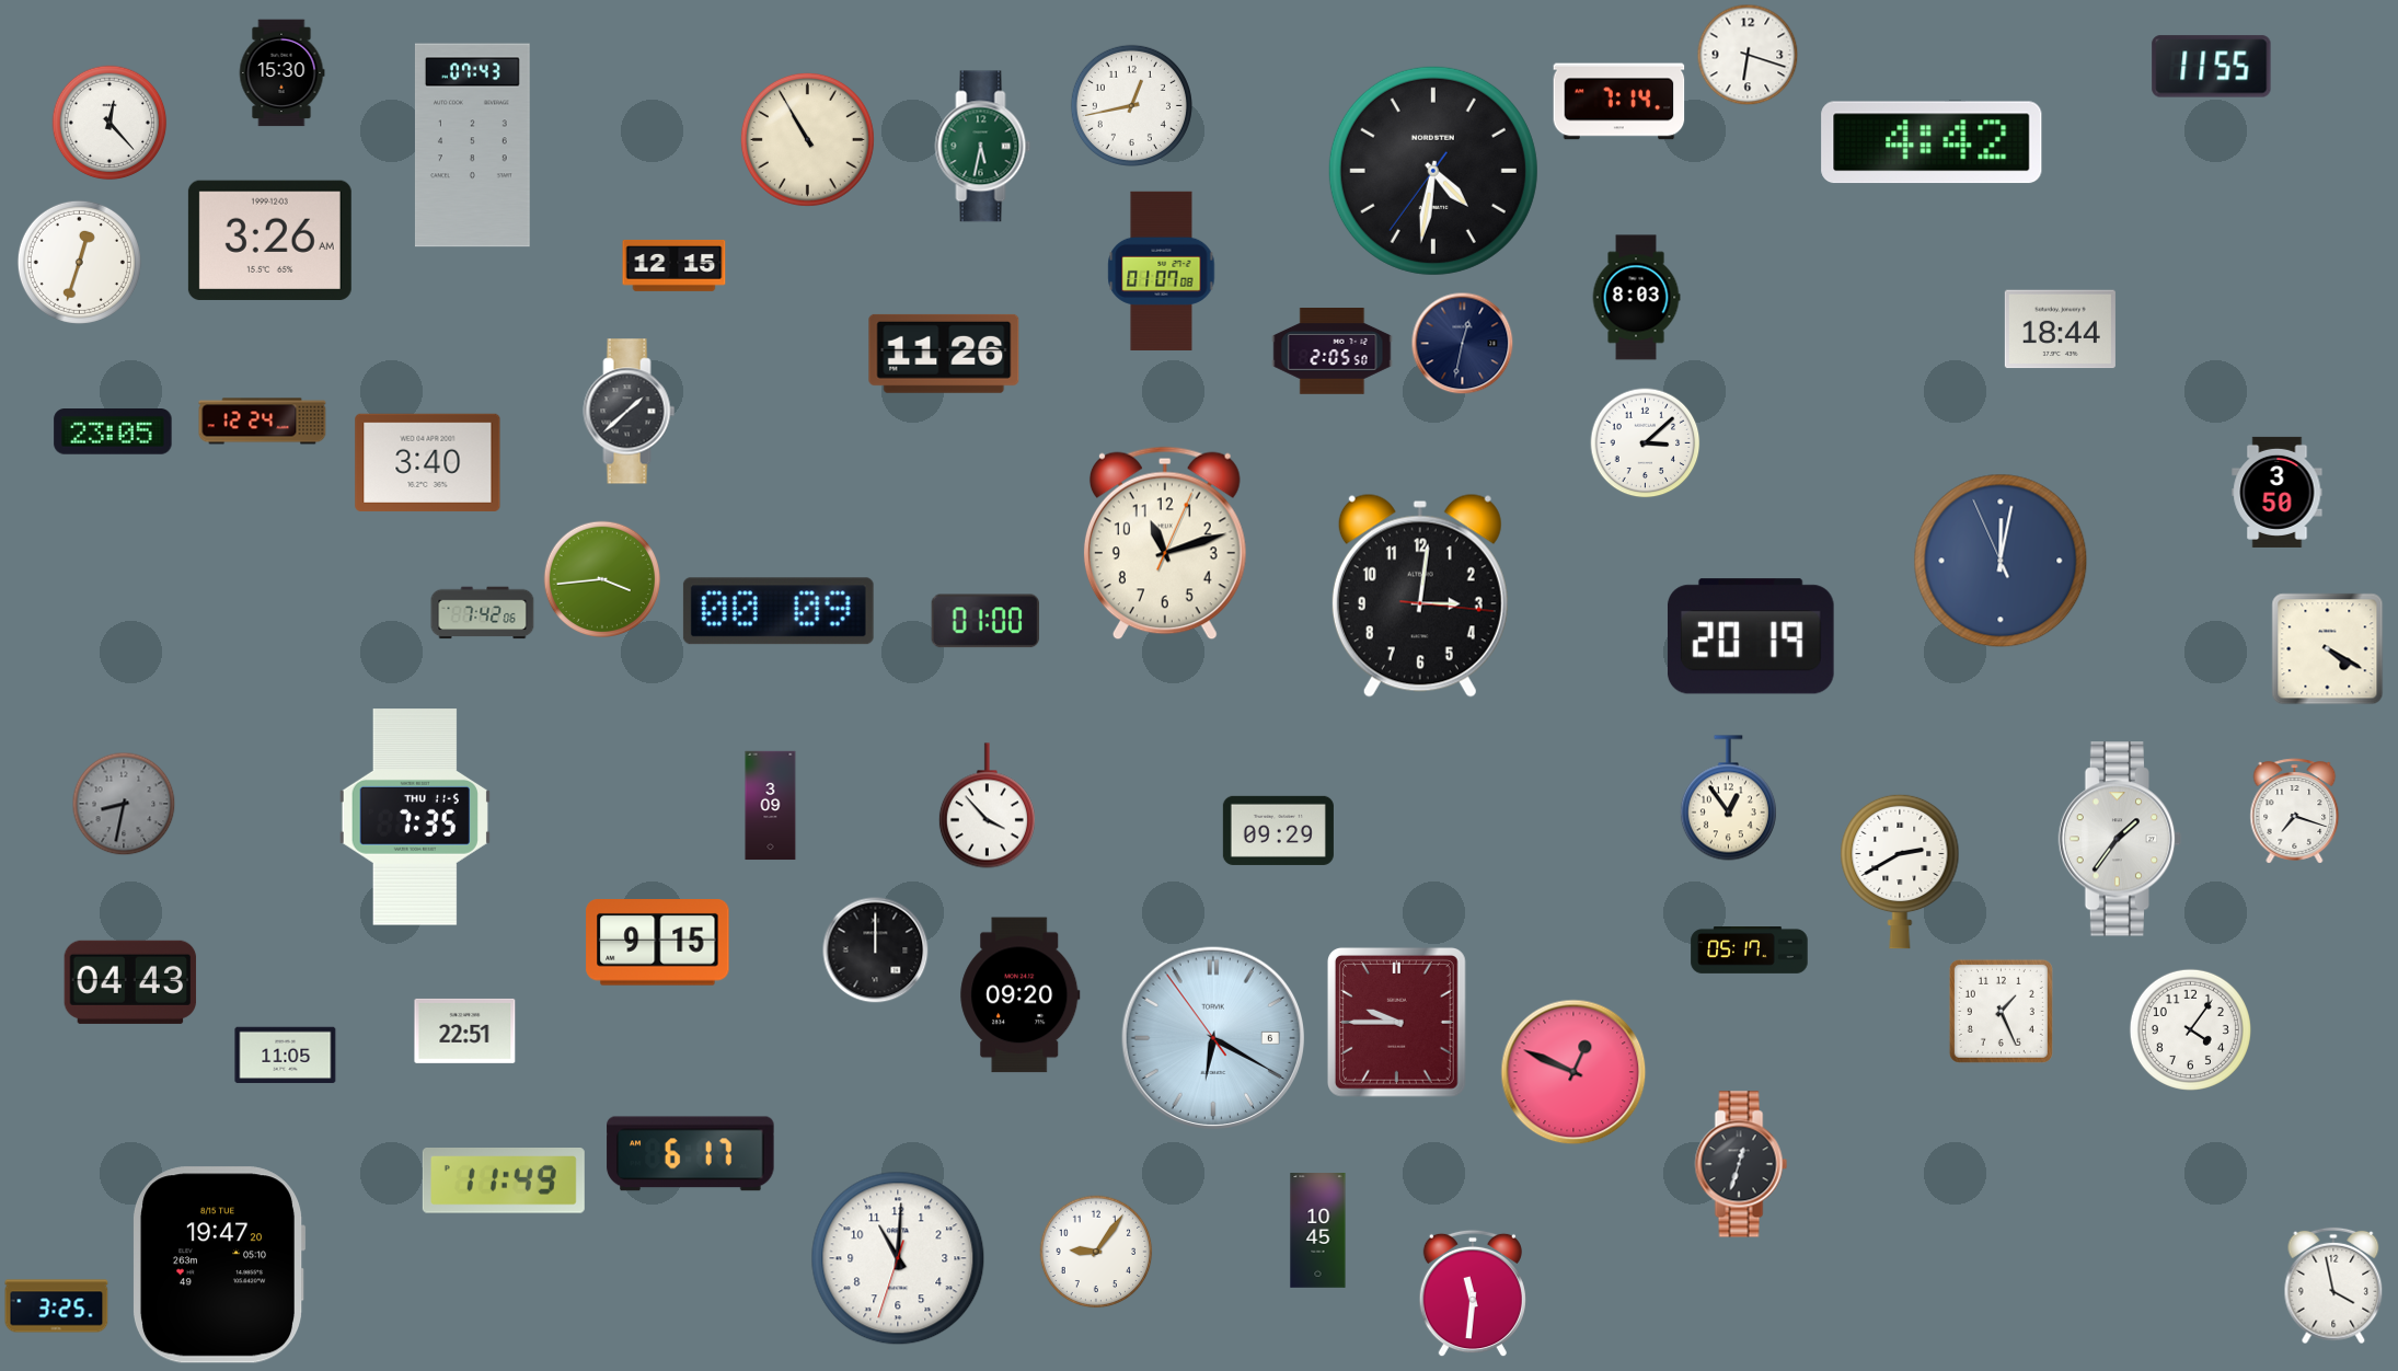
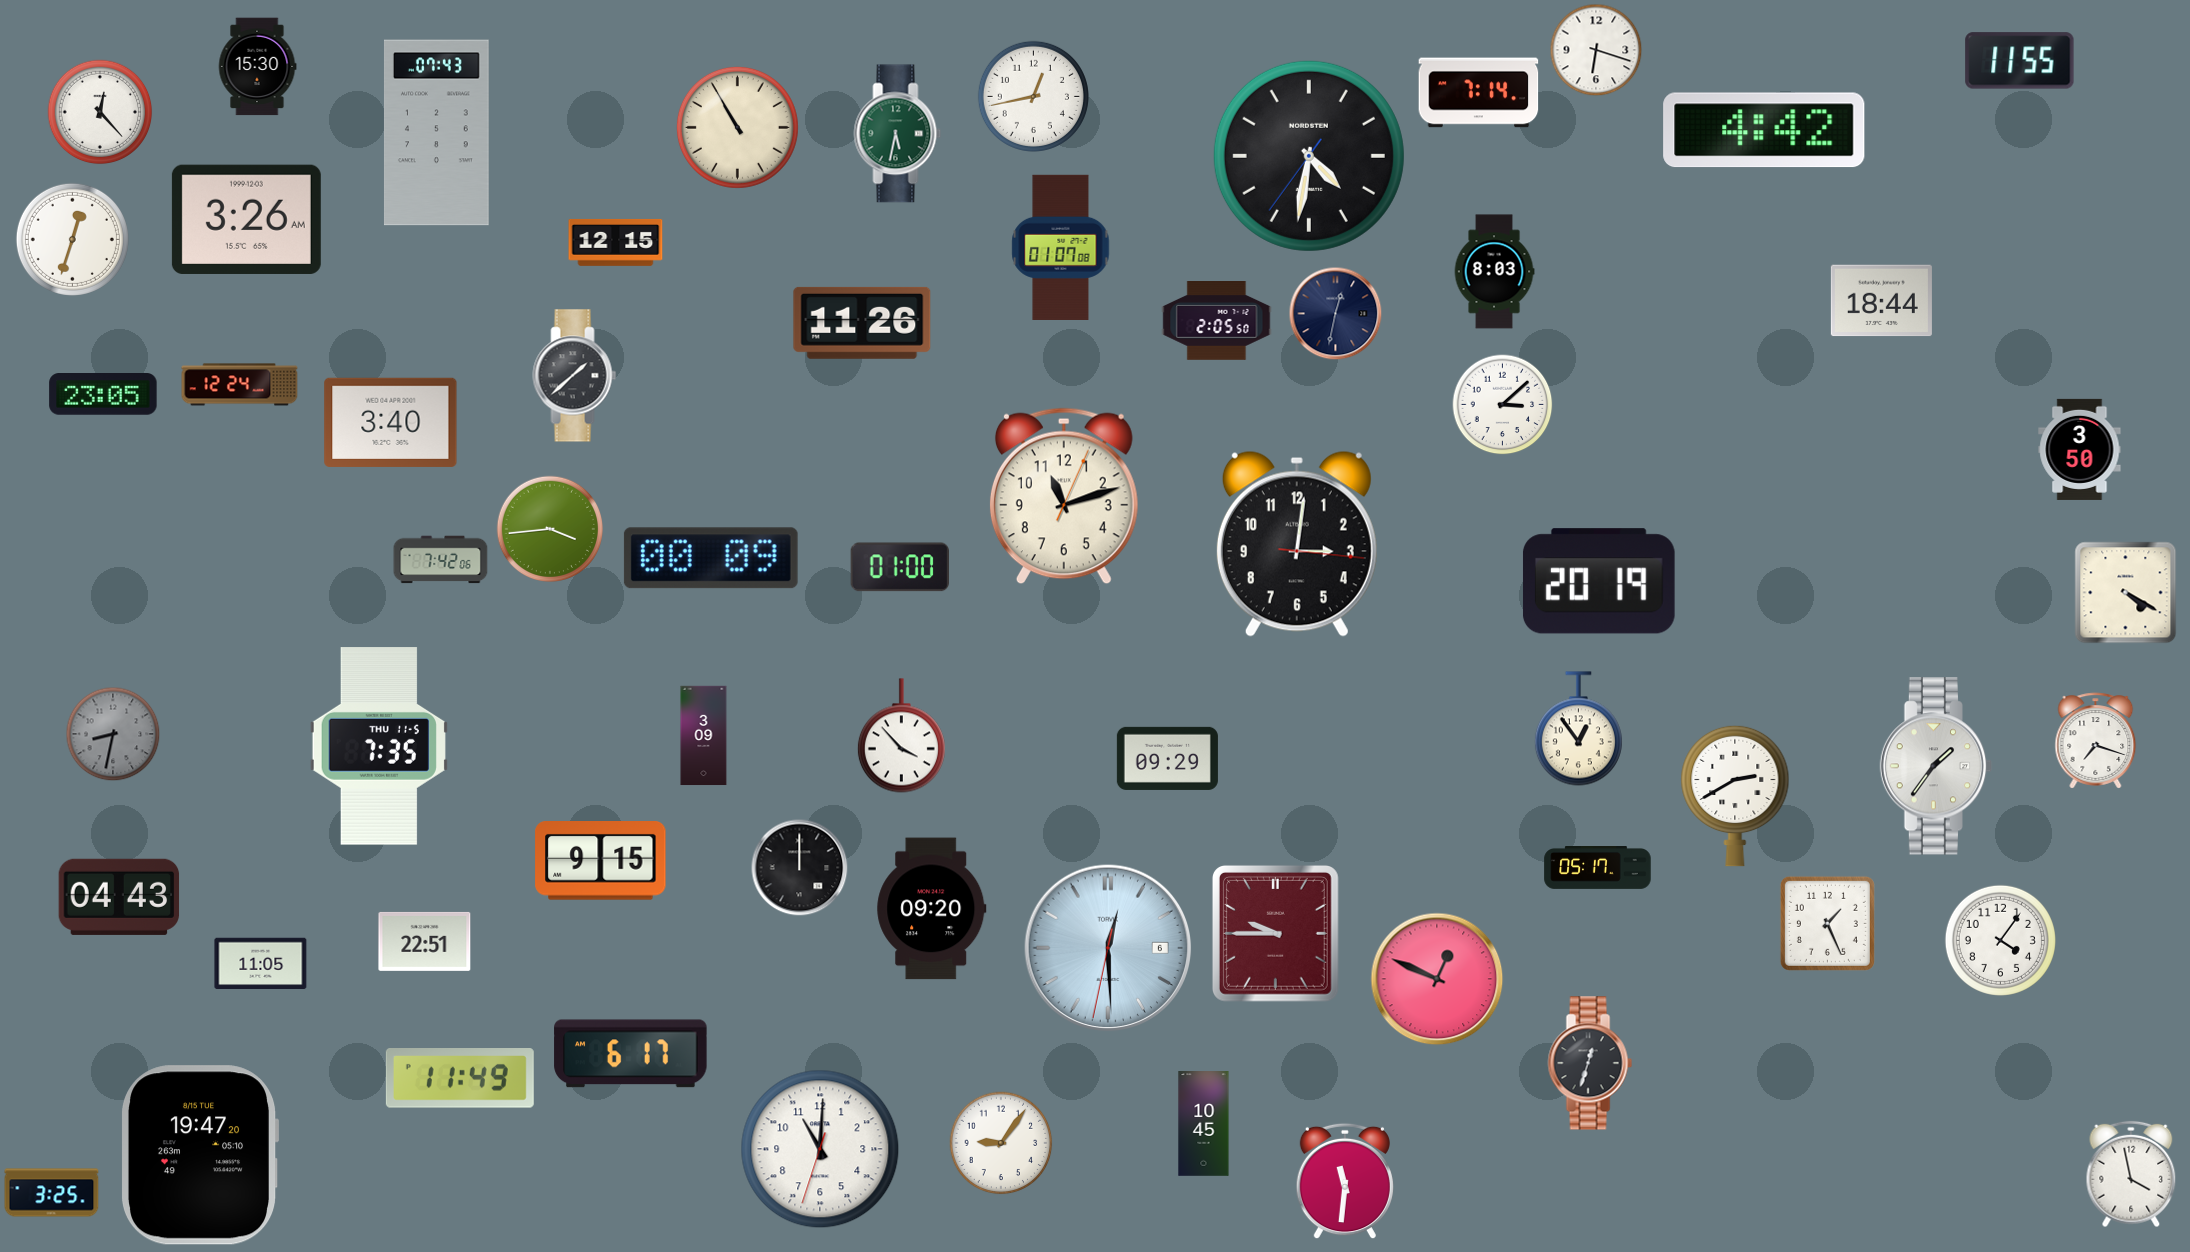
clock at (472, 146) position: (472, 146) -> (436, 133)
clock at (2001, 561): 12:01 -> none
clock at (1213, 1038): 6:19 -> 12:29
